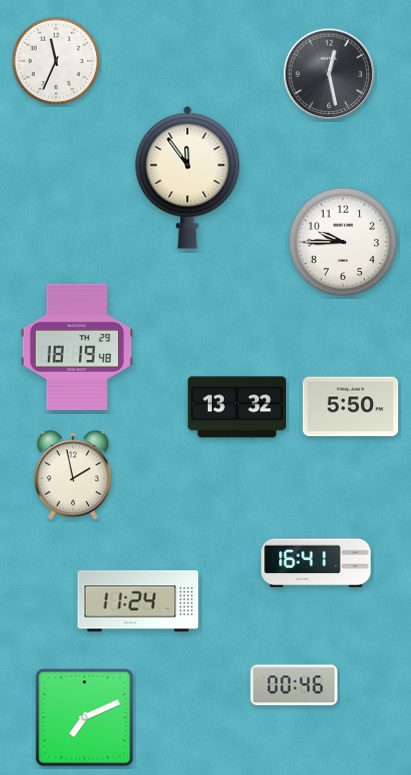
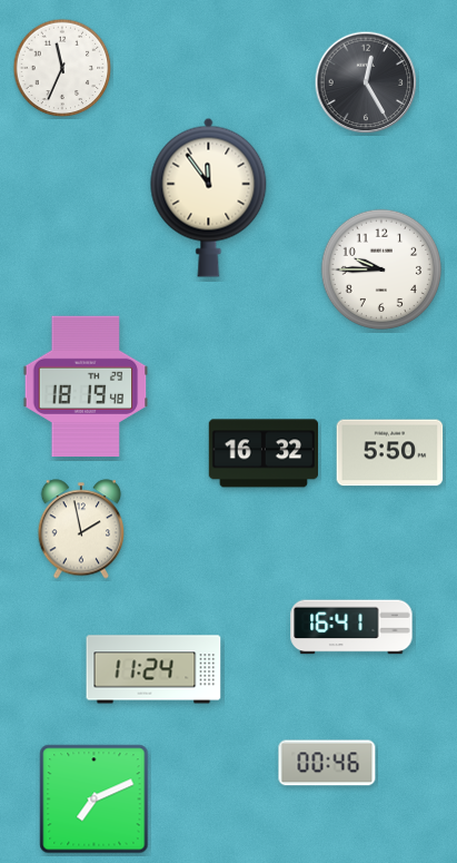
clock at (329, 74): 12:28 -> 12:25
clock at (236, 407): 13:32 -> 16:32
